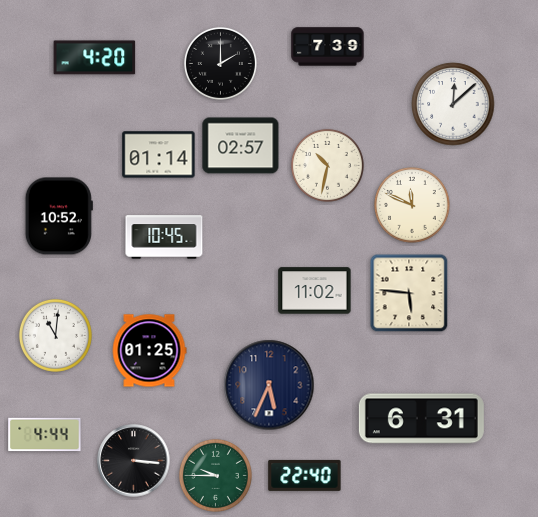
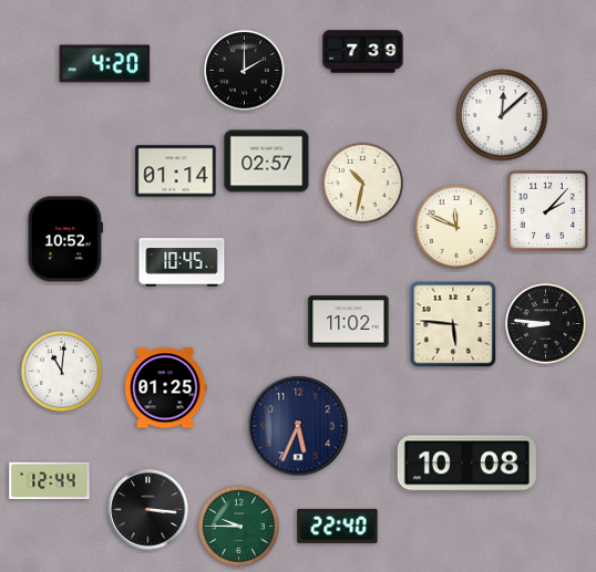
clock at (547, 210): none -> 2:07
clock at (545, 323): none -> 8:46
clock at (421, 419): 6:31 -> 10:08
clock at (45, 435): 4:44 -> 12:44
